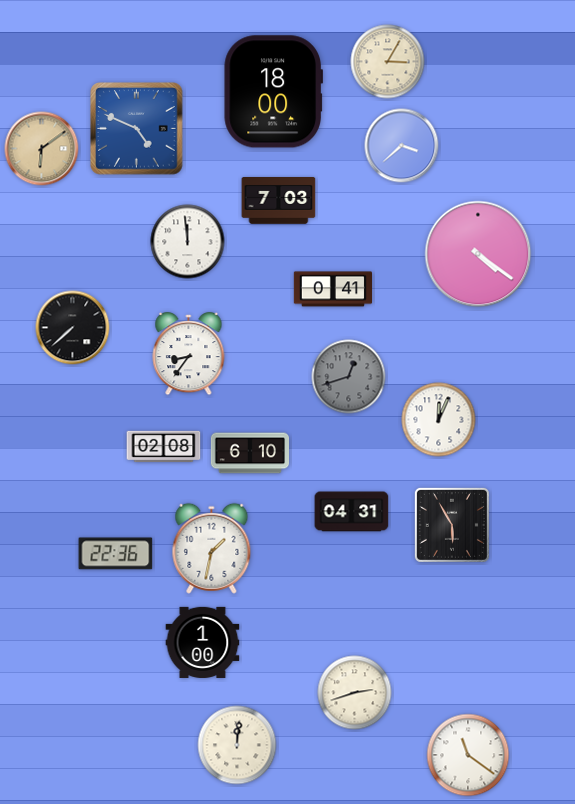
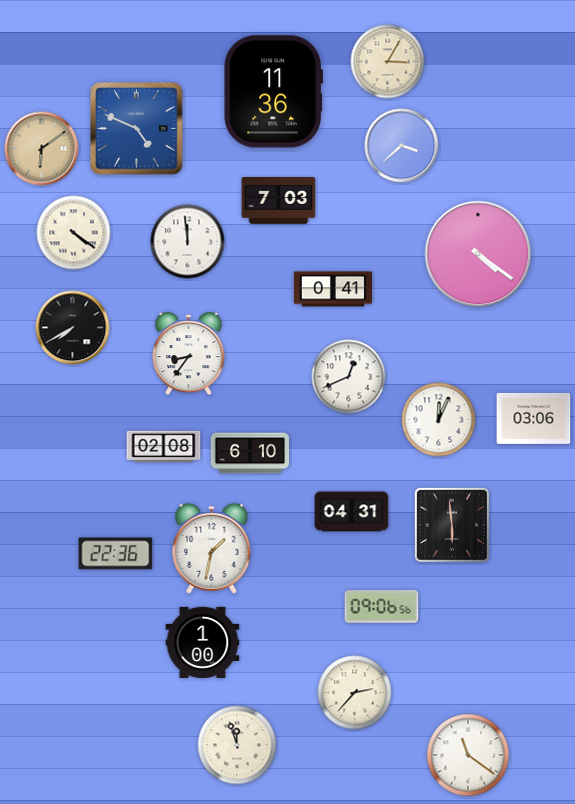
clock at (273, 92): 18:00 -> 11:36
clock at (74, 233): none -> 4:21
clock at (73, 328): 7:38 -> 7:40
clock at (349, 377): 12:42 -> 12:41
clock at (349, 377) dial: grey -> white
clock at (534, 418): none -> 03:06
clock at (452, 525): 5:55 -> 5:59
clock at (382, 607): none -> 09:06
clock at (355, 693): 2:42 -> 2:37
clock at (237, 745): 12:01 -> 11:57
